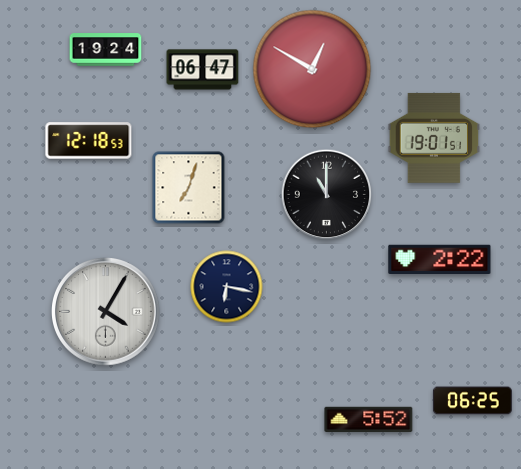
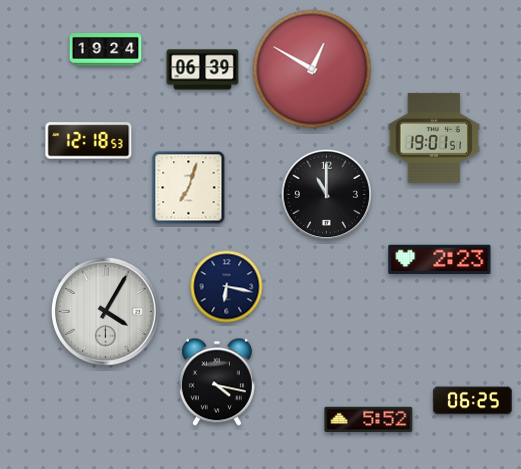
clock at (203, 70): 06:47 -> 06:39
clock at (440, 259): 2:22 -> 2:23
clock at (217, 382): none -> 4:17
